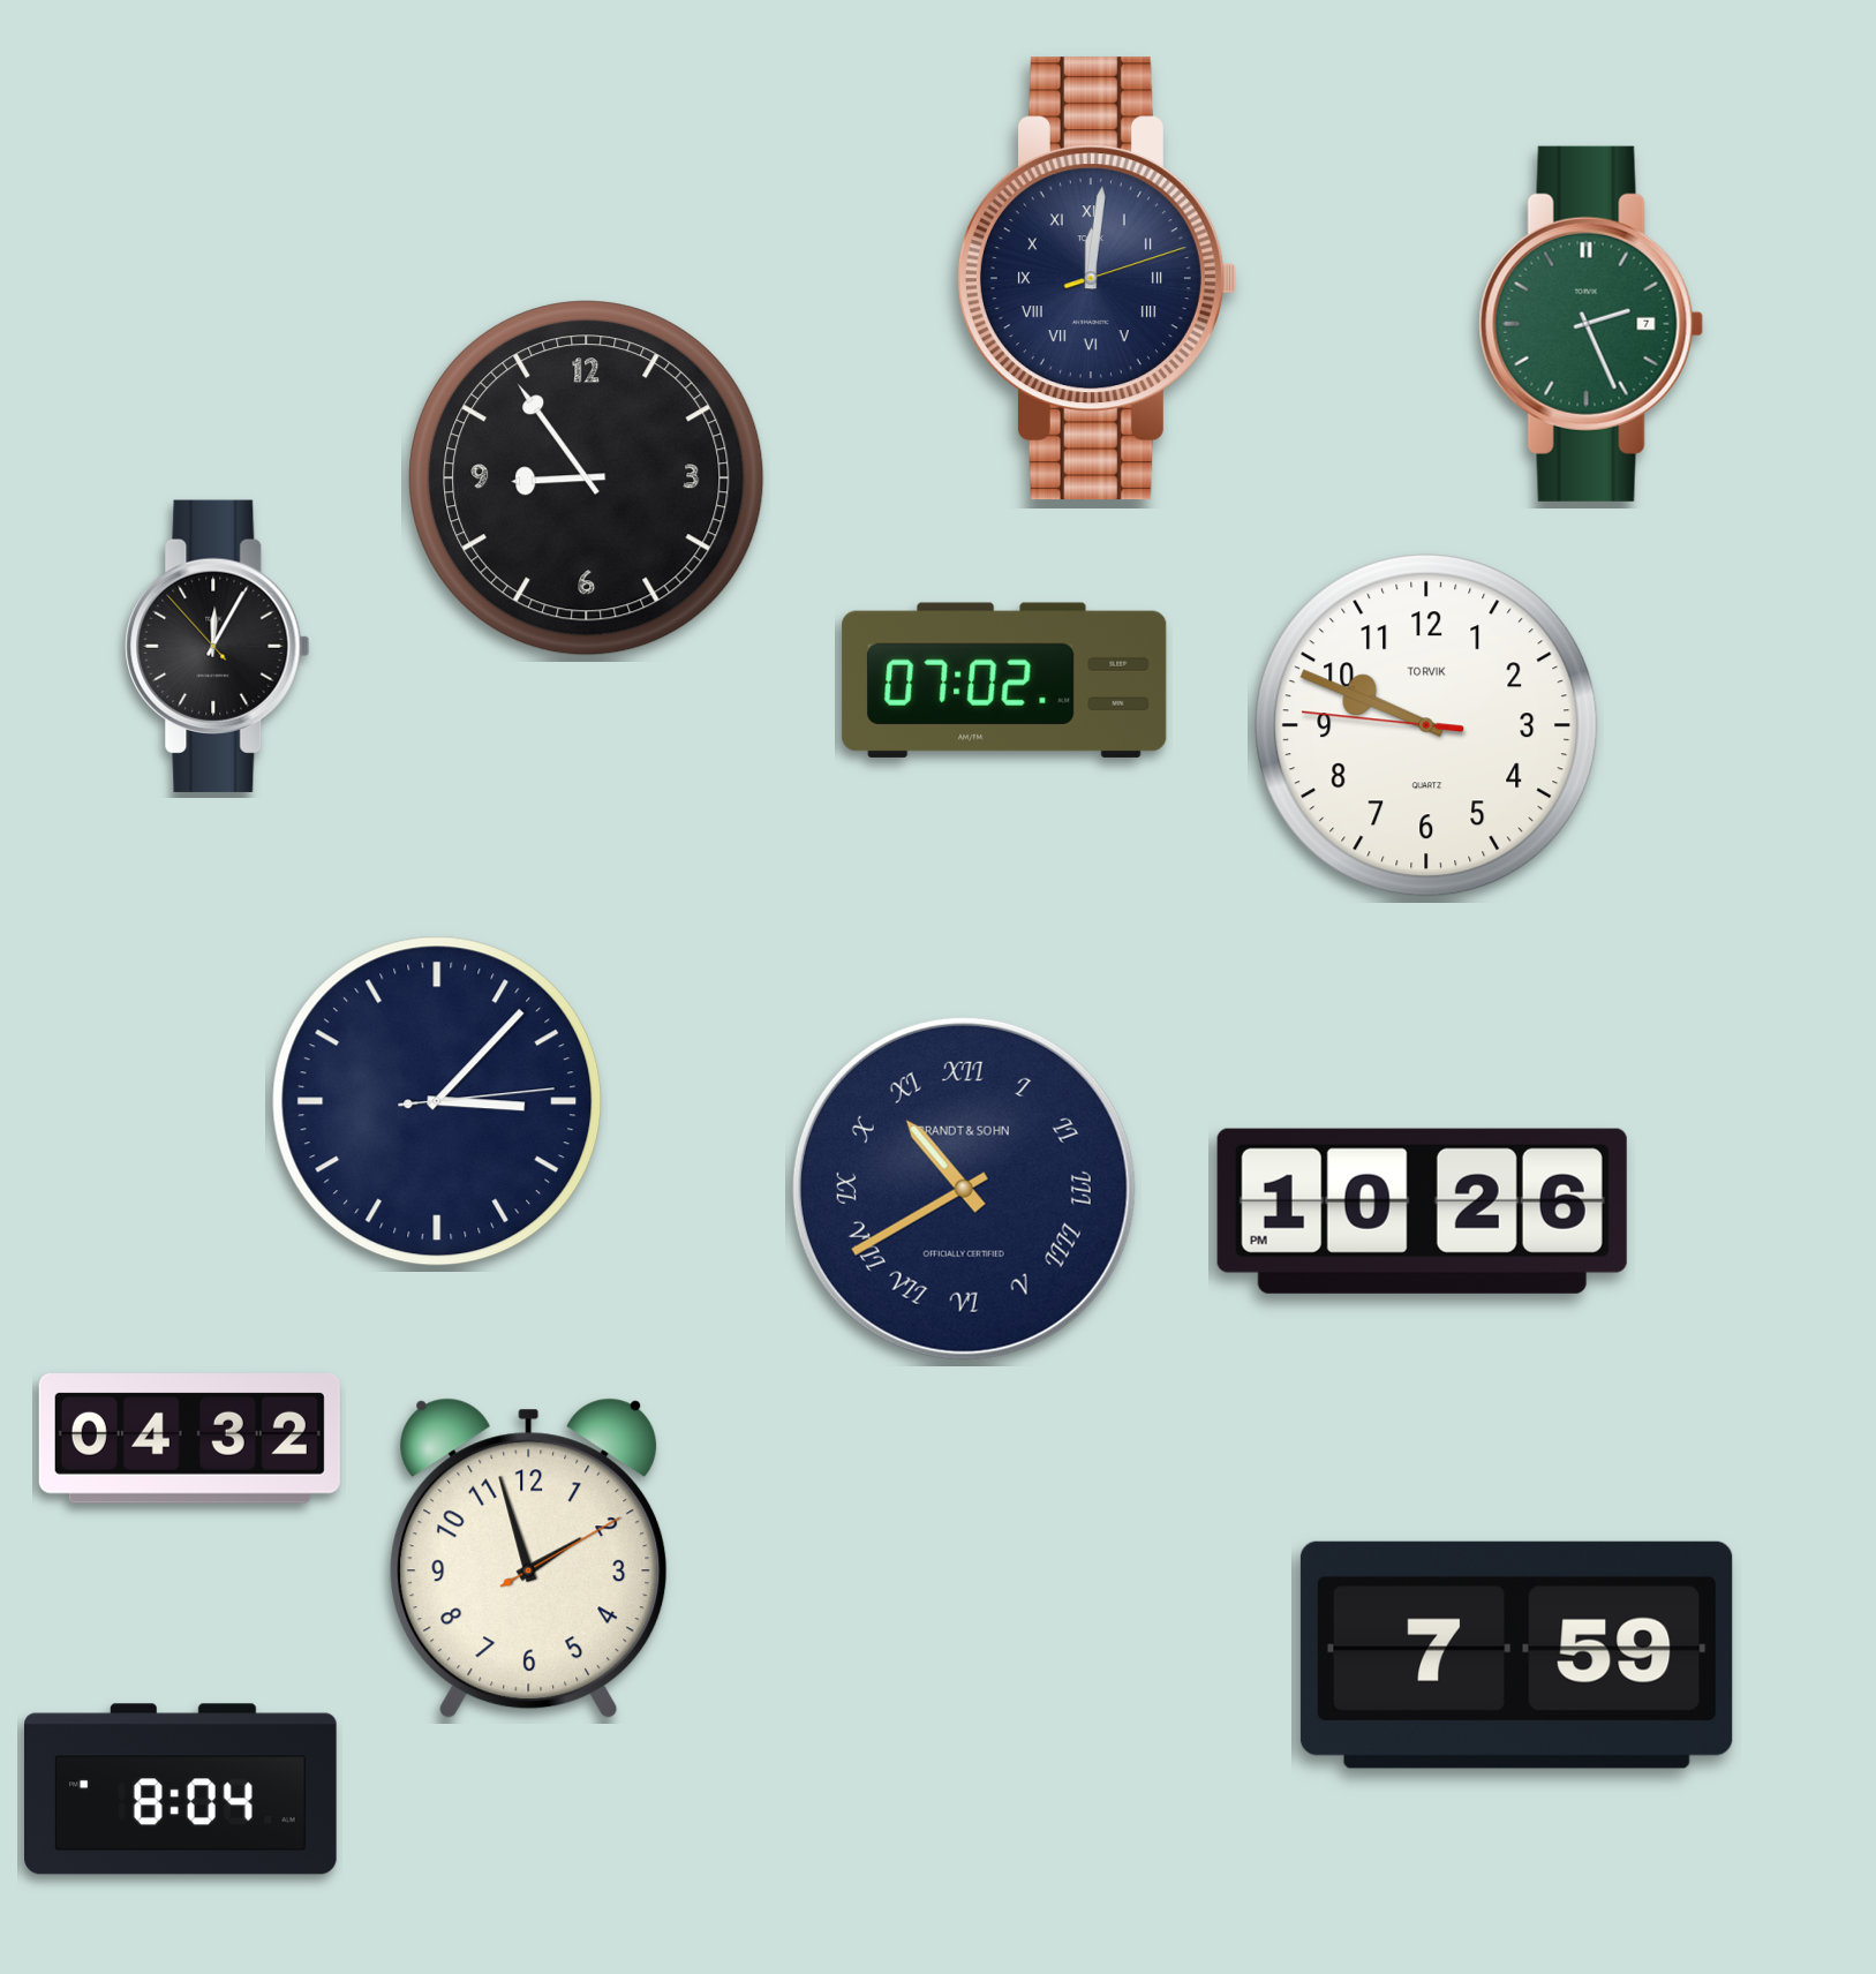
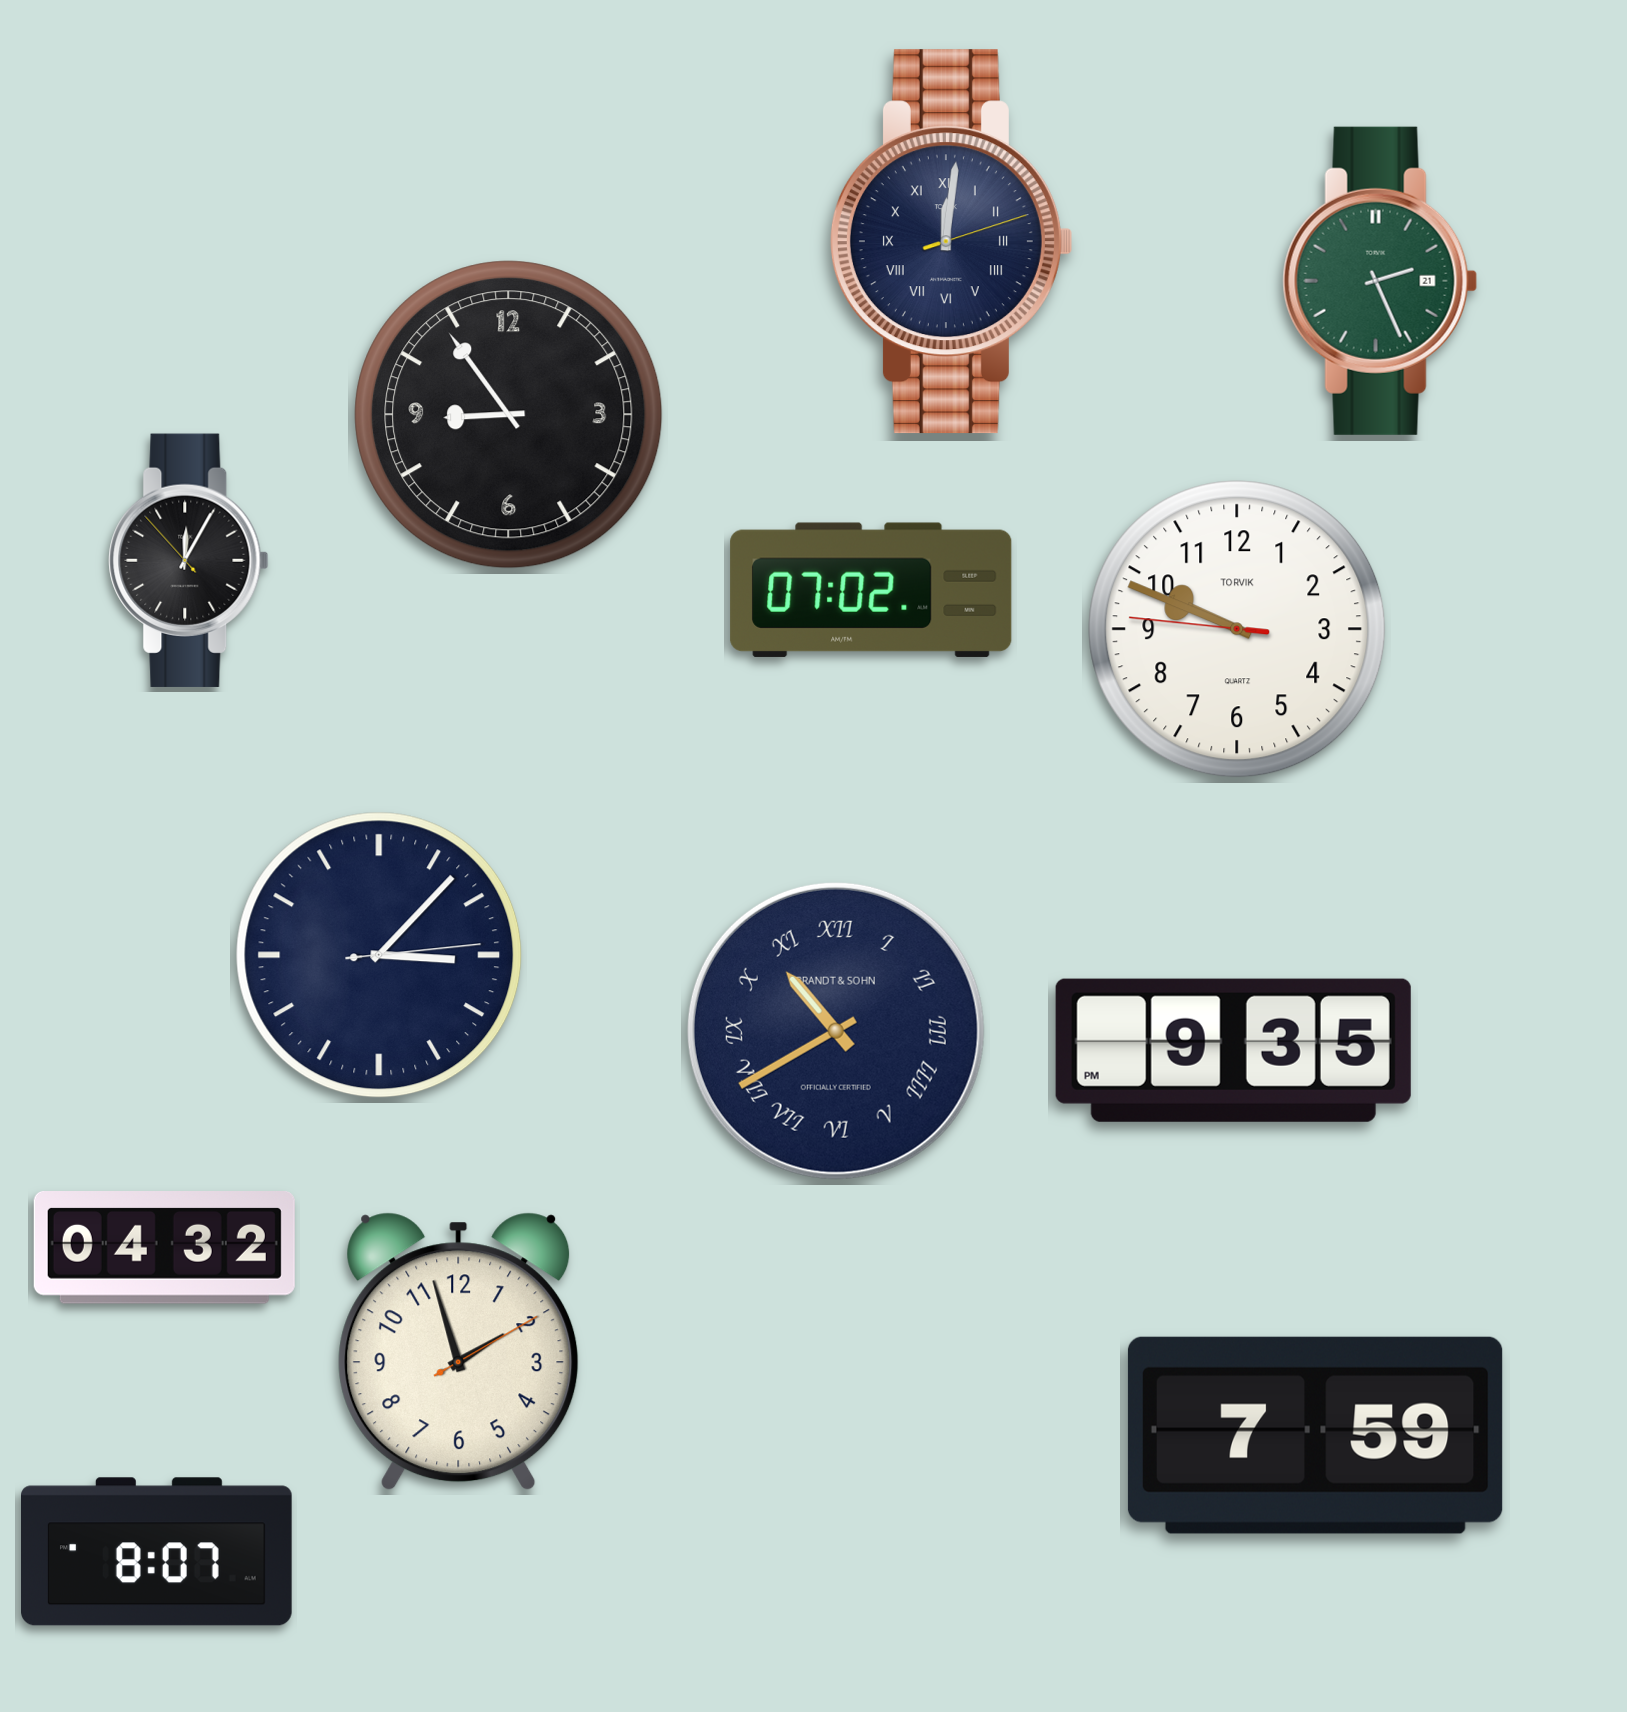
clock at (1591, 324) date: 7 -> 21
clock at (1422, 1211): 10:26 -> 9:35
clock at (181, 1790): 8:04 -> 8:07
